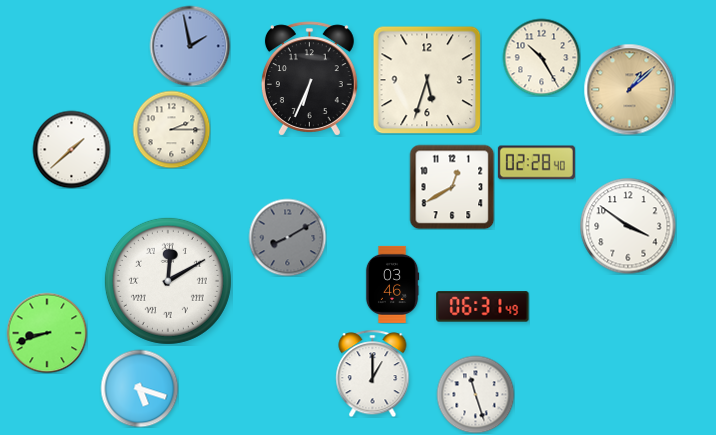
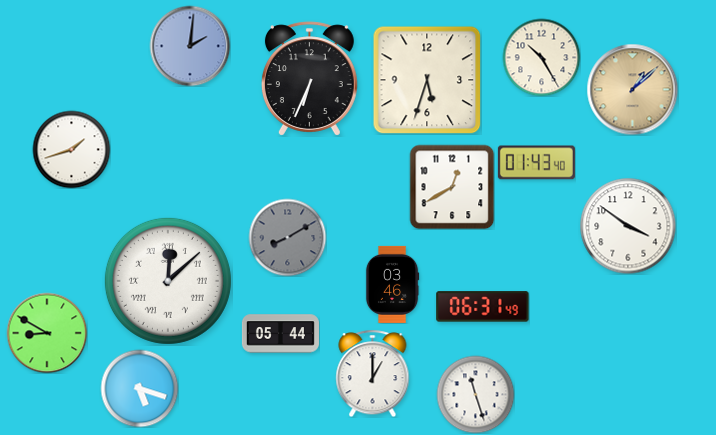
clock at (190, 46): 1:58 -> 2:01
clock at (629, 89) position: (629, 89) -> (632, 89)
clock at (171, 129): 2:15 -> none
clock at (71, 149): 1:38 -> 1:42
clock at (536, 163): 02:28 -> 01:43
clock at (168, 281): 12:10 -> 12:08
clock at (47, 333): 8:42 -> 8:50
clock at (280, 334): none -> 05:44
